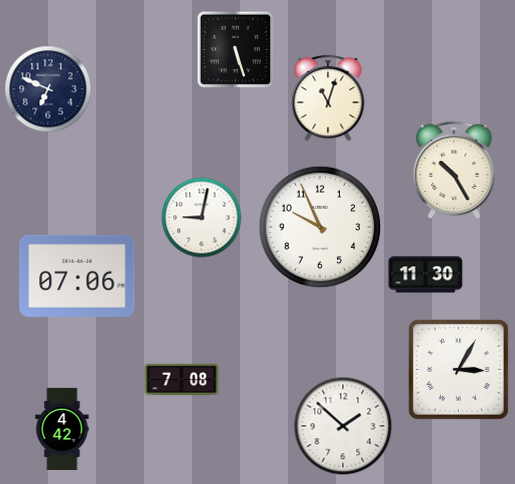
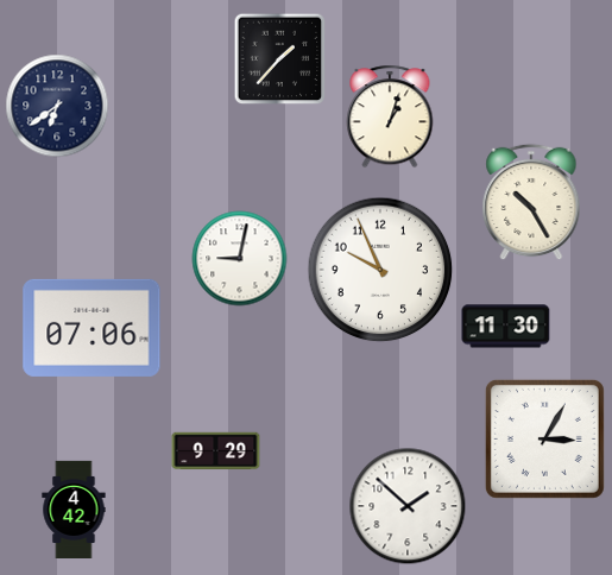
clock at (236, 50): 5:27 -> 1:37
clock at (48, 89): 6:49 -> 6:39
clock at (328, 98): 11:03 -> 1:03
clock at (454, 170) position: (454, 170) -> (531, 202)
clock at (182, 380): 7:08 -> 9:29
